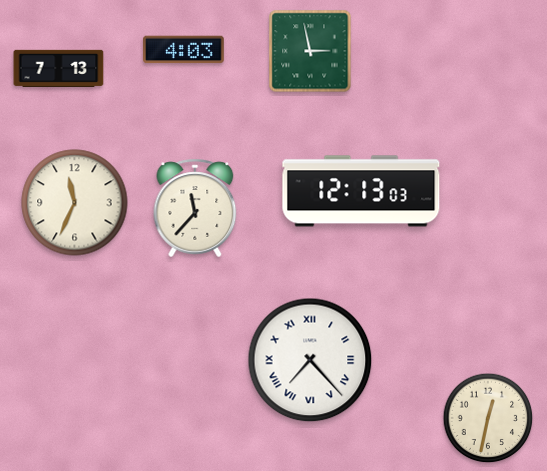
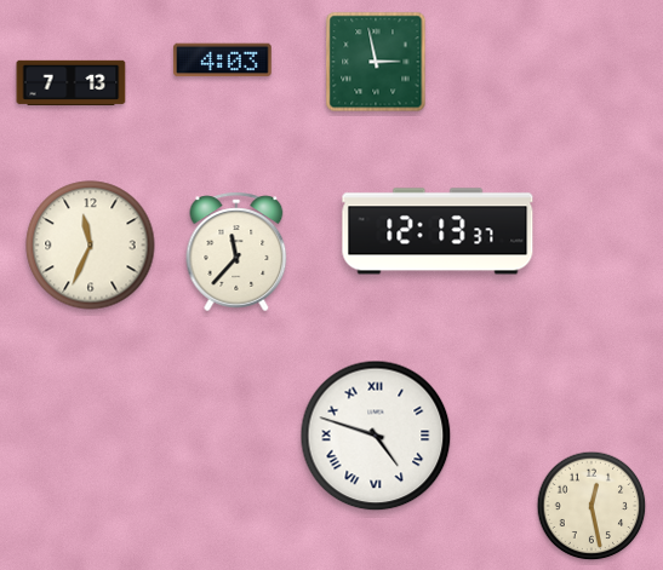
clock at (361, 191): 12:13:03 -> 12:13:37
clock at (310, 360): 7:23 -> 4:48
clock at (488, 418): 12:32 -> 12:28
